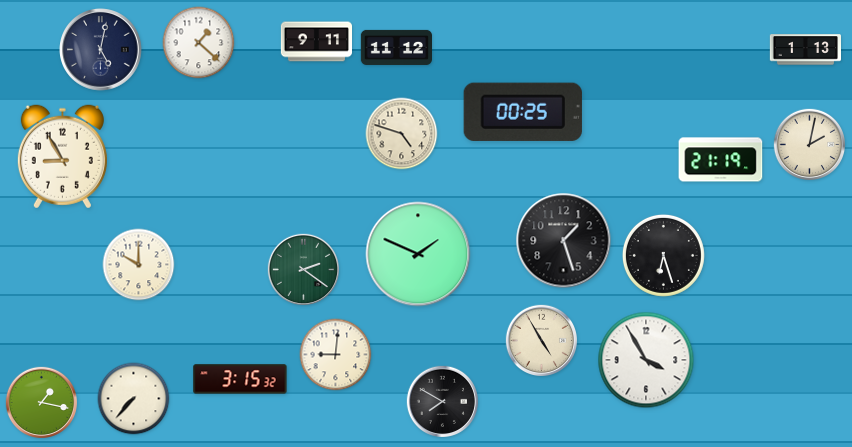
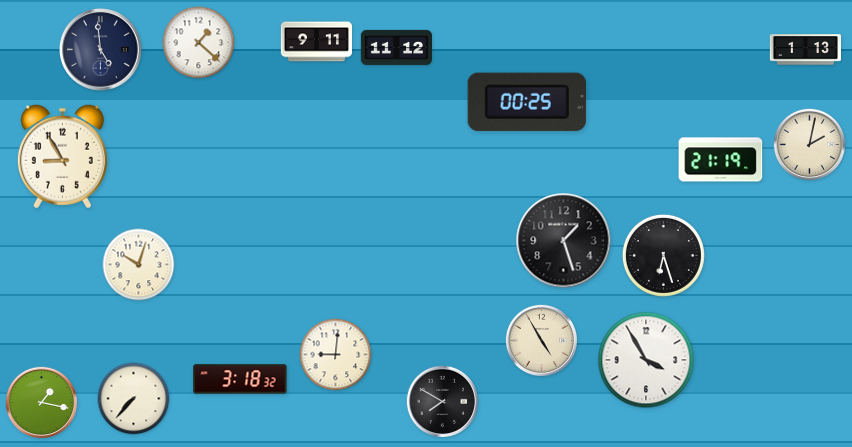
clock at (101, 50): 5:02 -> 4:59
clock at (523, 112) position: (523, 112) -> (527, 102)
clock at (402, 134): 4:48 -> none
clock at (418, 254): 1:49 -> none
clock at (139, 265): 10:00 -> 10:03
clock at (303, 269): 2:21 -> none
clock at (240, 379): 3:15 -> 3:18
